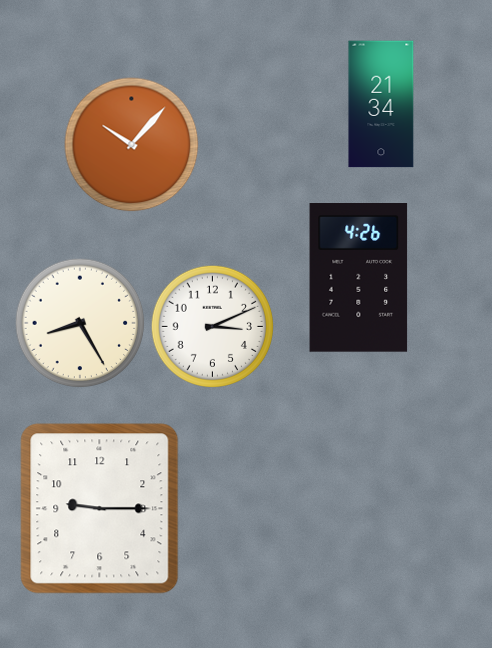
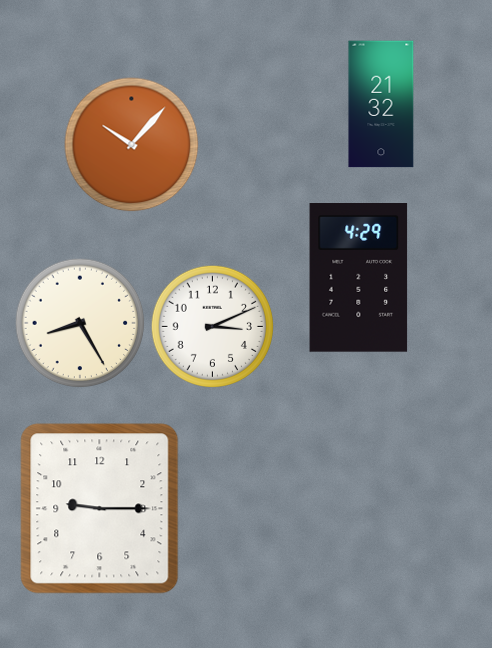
clock at (381, 104): 21:34 -> 21:32
clock at (359, 278): 4:26 -> 4:29
